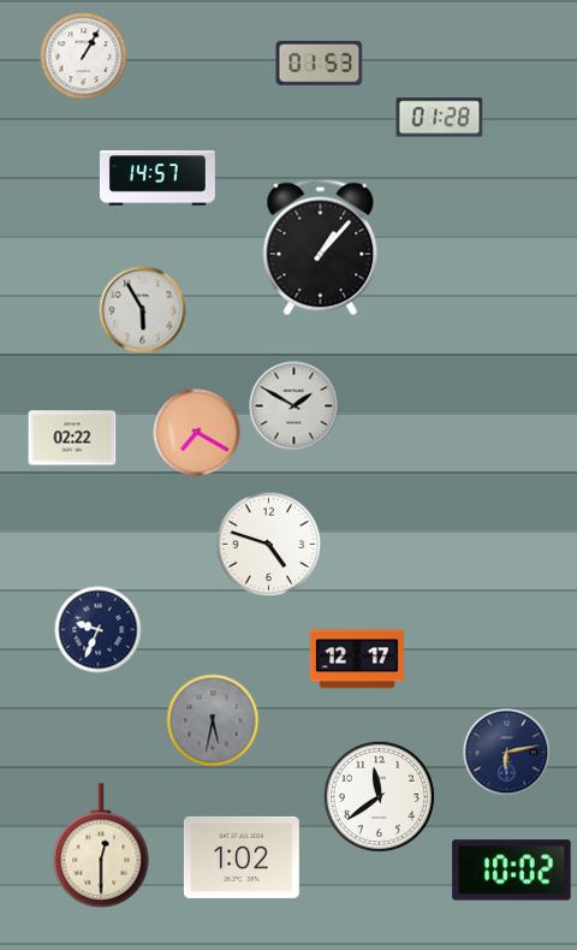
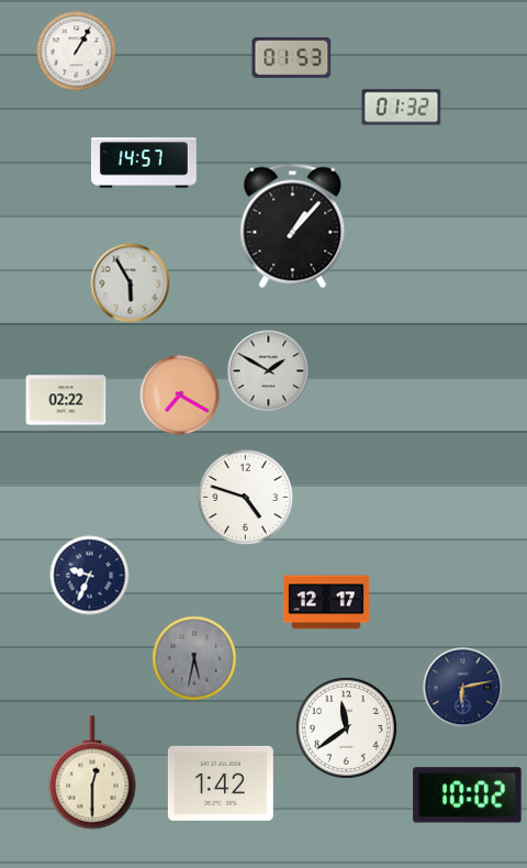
clock at (440, 118): 01:28 -> 01:32
clock at (242, 857): 1:02 -> 1:42
